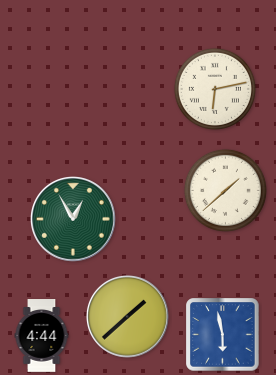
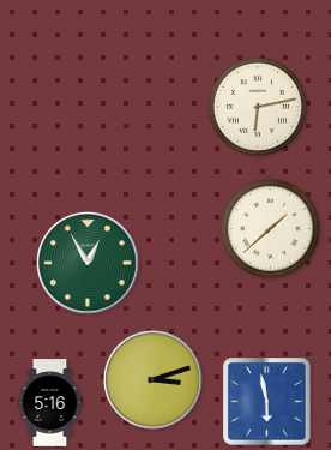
clock at (128, 317): 1:38 -> 3:12
clock at (42, 336): 4:44 -> 5:16
